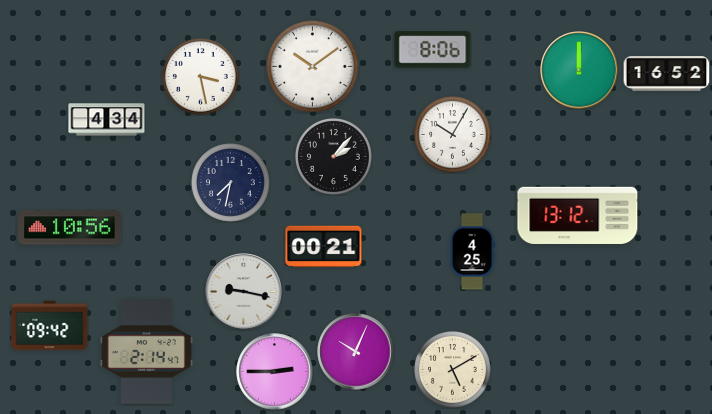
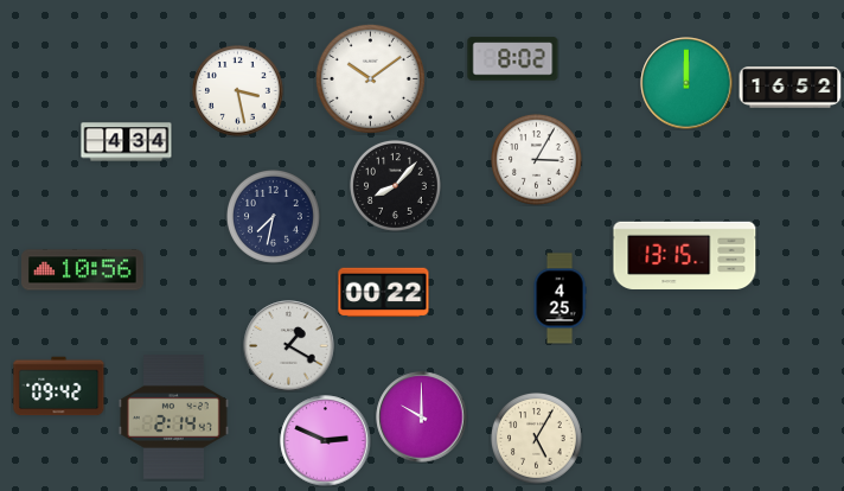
clock at (433, 50): 8:06 -> 8:02
clock at (452, 134): 10:05 -> 3:05
clock at (333, 156): 2:07 -> 8:07
clock at (578, 215): 13:12 -> 13:15
clock at (324, 247): 00:21 -> 00:22
clock at (244, 292): 9:17 -> 1:20
clock at (356, 352): 10:04 -> 10:00
clock at (452, 369): 5:10 -> 5:05
clock at (275, 372): 2:45 -> 2:49
